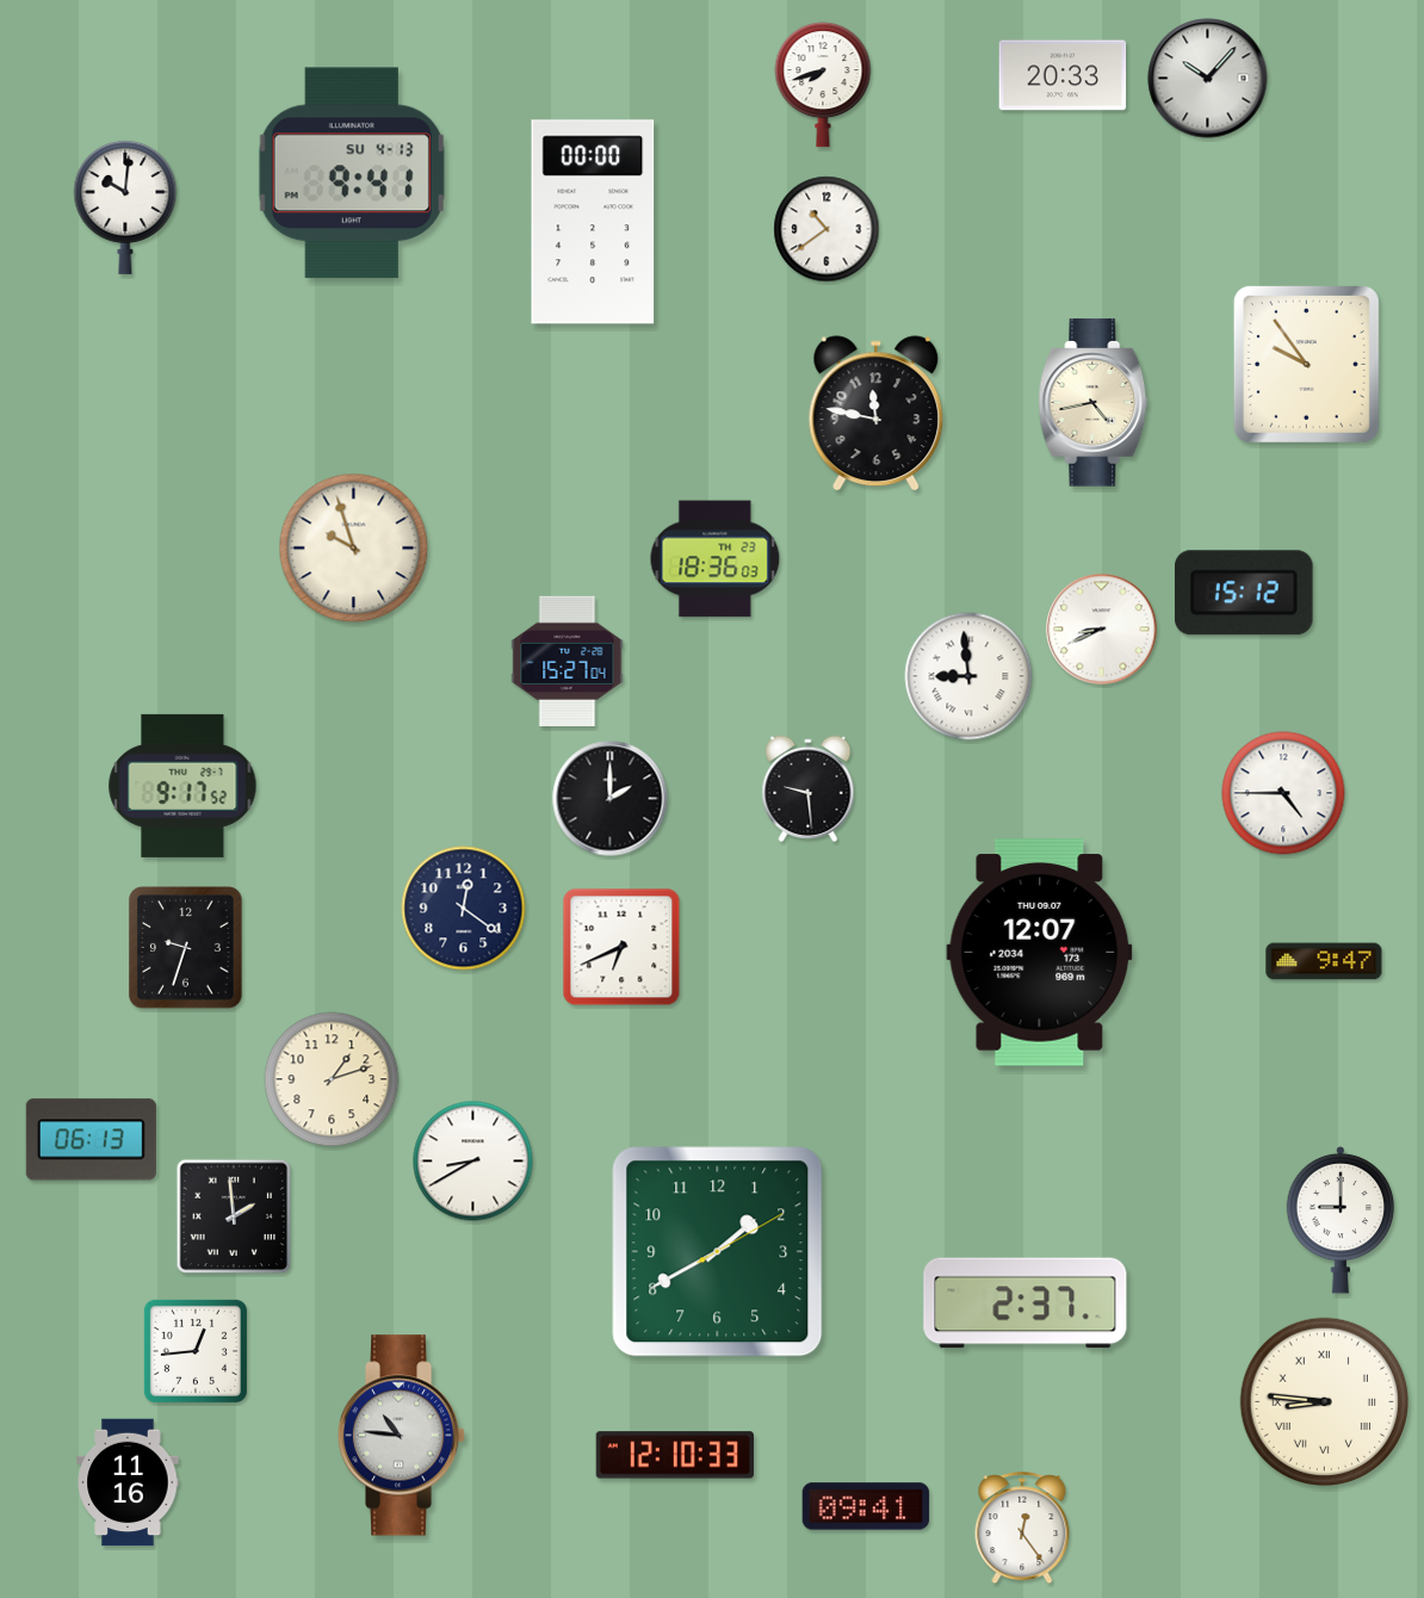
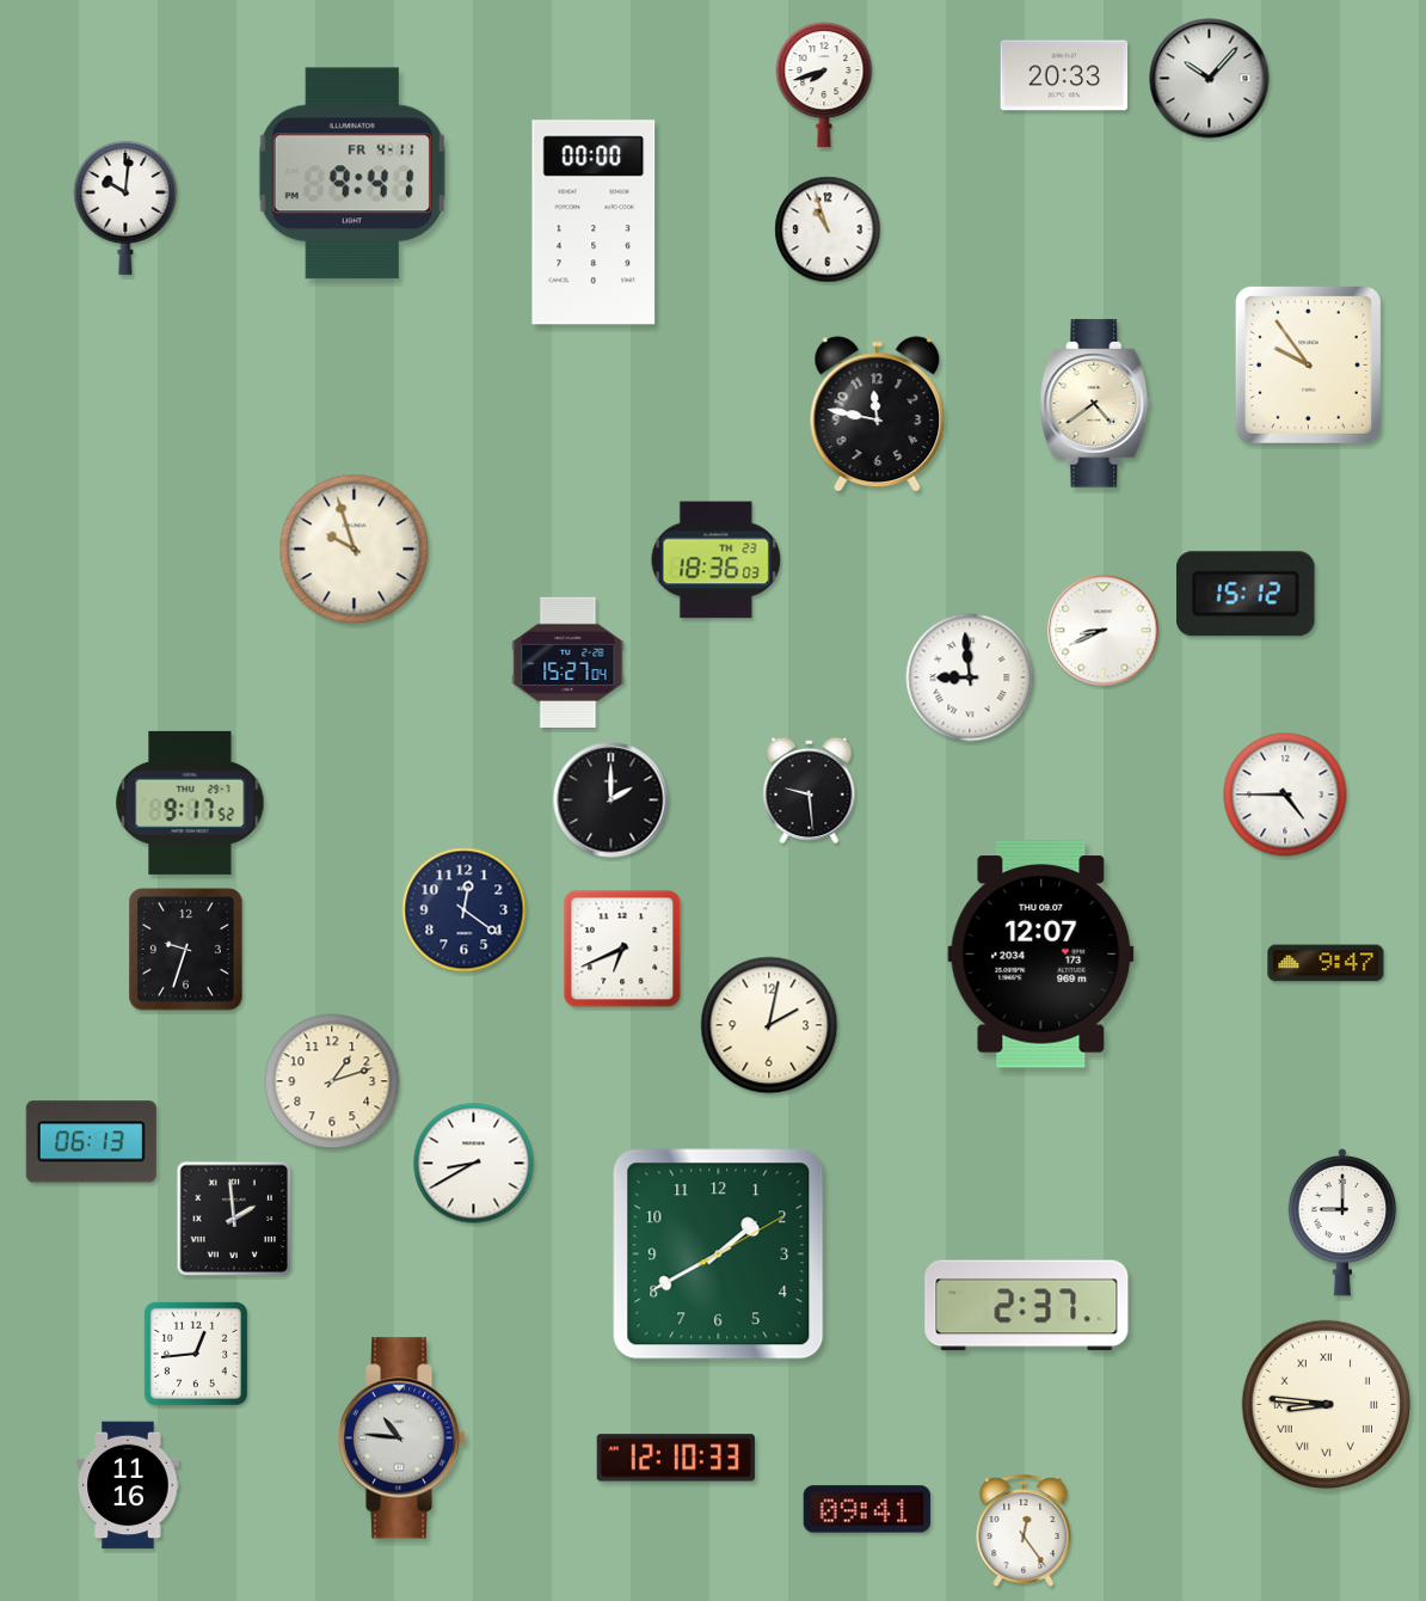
clock at (352, 173) date: SU 4-13 -> FR 4-11
clock at (826, 229): 10:39 -> 10:57
clock at (1094, 403): 4:43 -> 4:39
clock at (182, 786) position: (182, 786) -> (190, 803)
clock at (769, 1025): none -> 2:02
